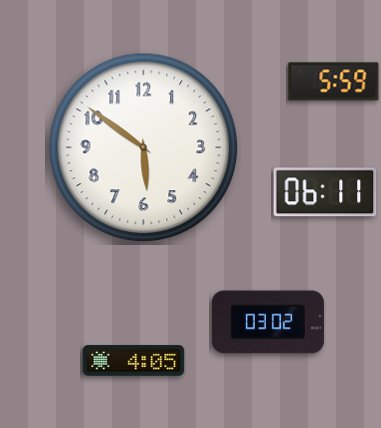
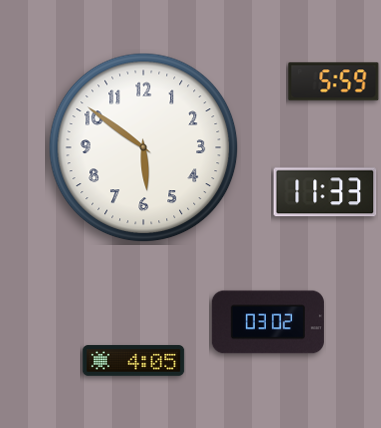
clock at (325, 192): 06:11 -> 11:33
